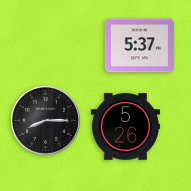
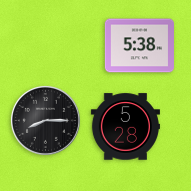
clock at (139, 46): 5:37 -> 5:38
clock at (125, 127): 5:26 -> 5:28
